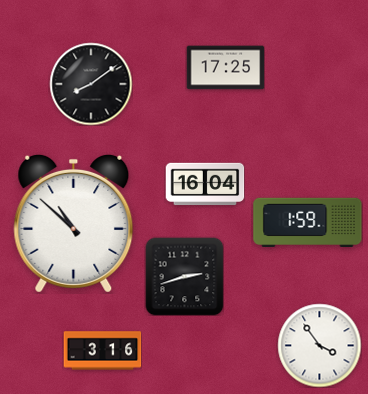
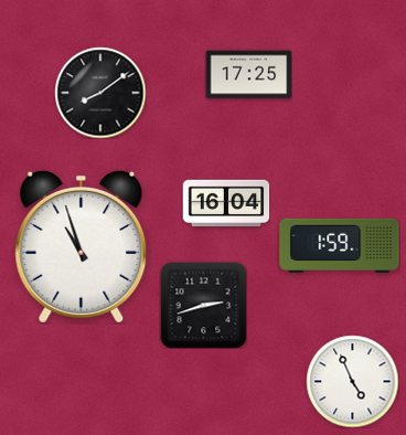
clock at (74, 223): 10:52 -> 10:57
clock at (319, 345): 3:54 -> 4:56
clock at (102, 351): 3:16 -> none
